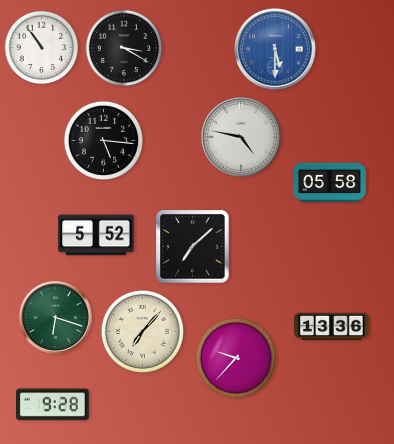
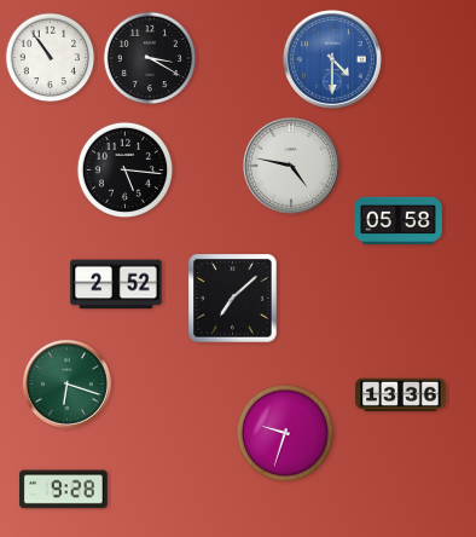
clock at (275, 49): 5:30 -> 4:30
clock at (96, 235): 5:52 -> 2:52
clock at (142, 331): 7:07 -> none
clock at (236, 358): 9:37 -> 9:33
